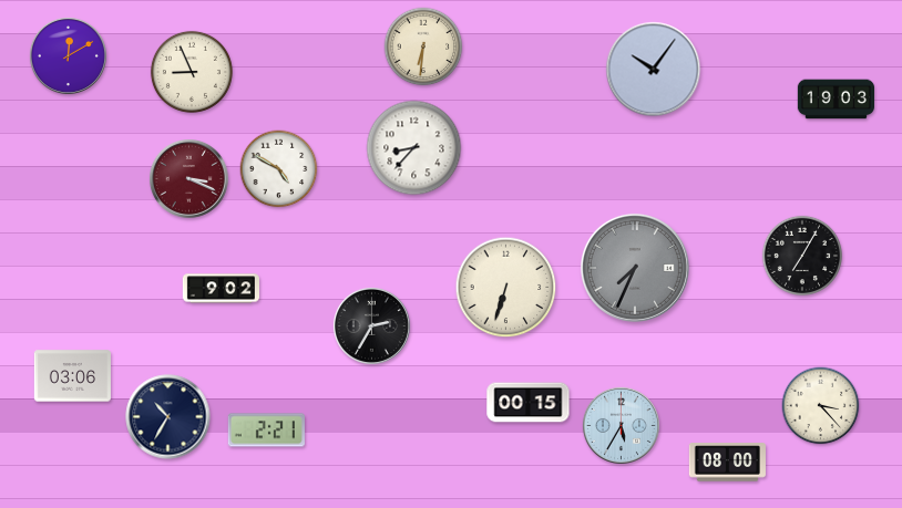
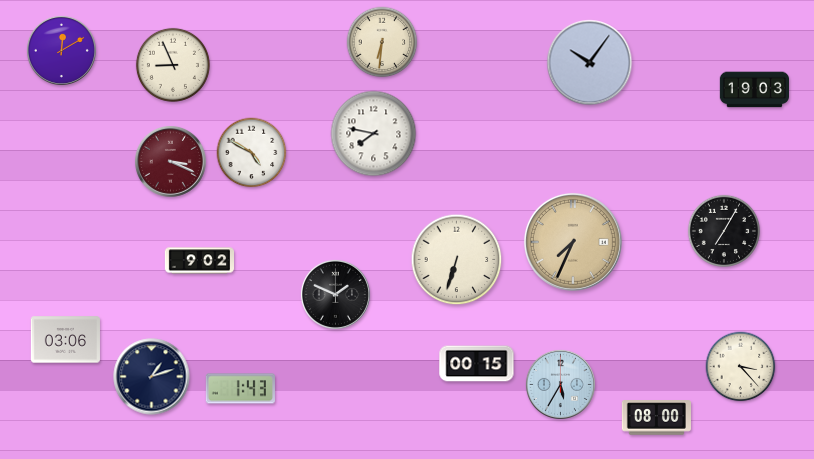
clock at (414, 148): 8:37 -> 7:47
clock at (635, 268) dial: grey -> champagne
clock at (371, 325): 2:35 -> 1:49
clock at (168, 417): 10:35 -> 1:12
clock at (266, 431): 2:21 -> 1:43
